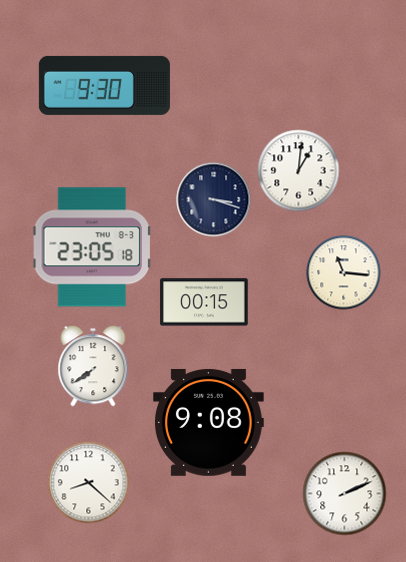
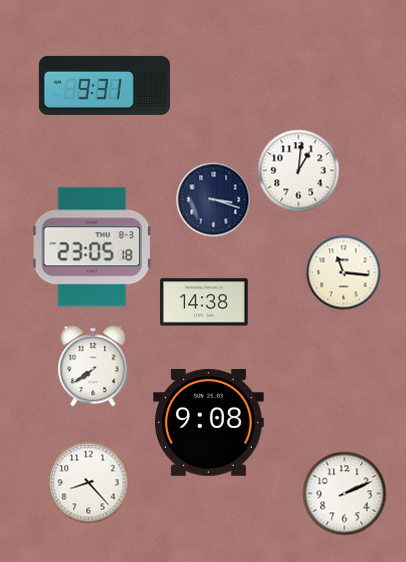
clock at (104, 85): 9:30 -> 9:31
clock at (204, 302): 00:15 -> 14:38
clock at (89, 483): 8:22 -> 8:23
